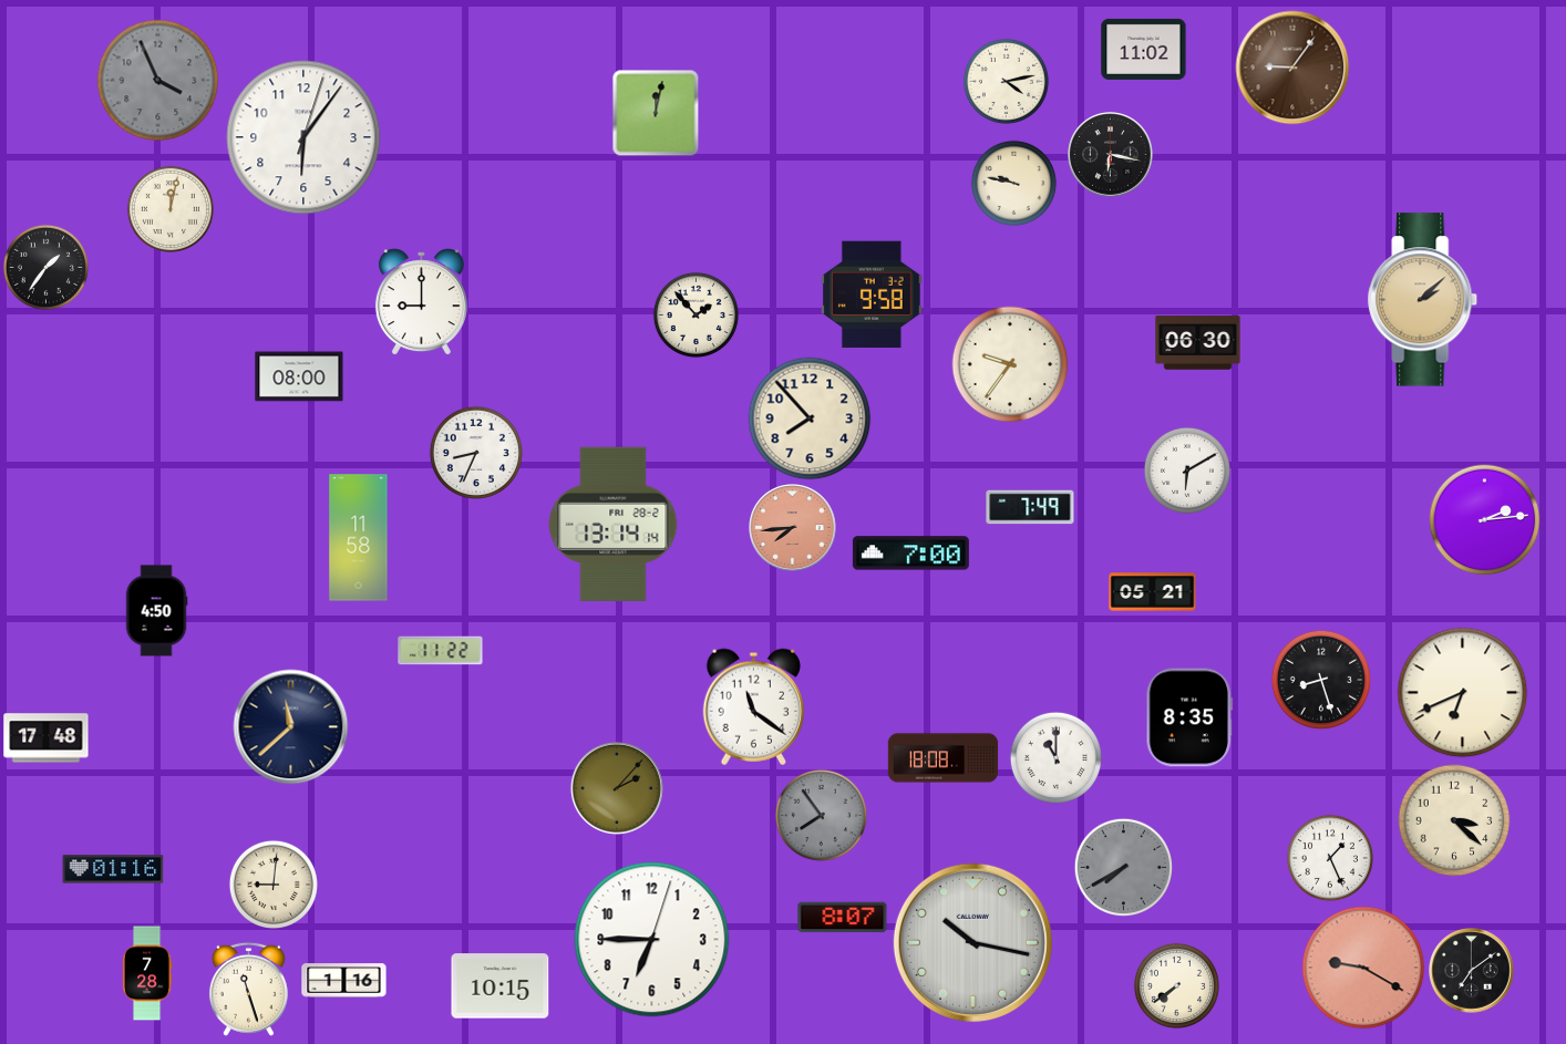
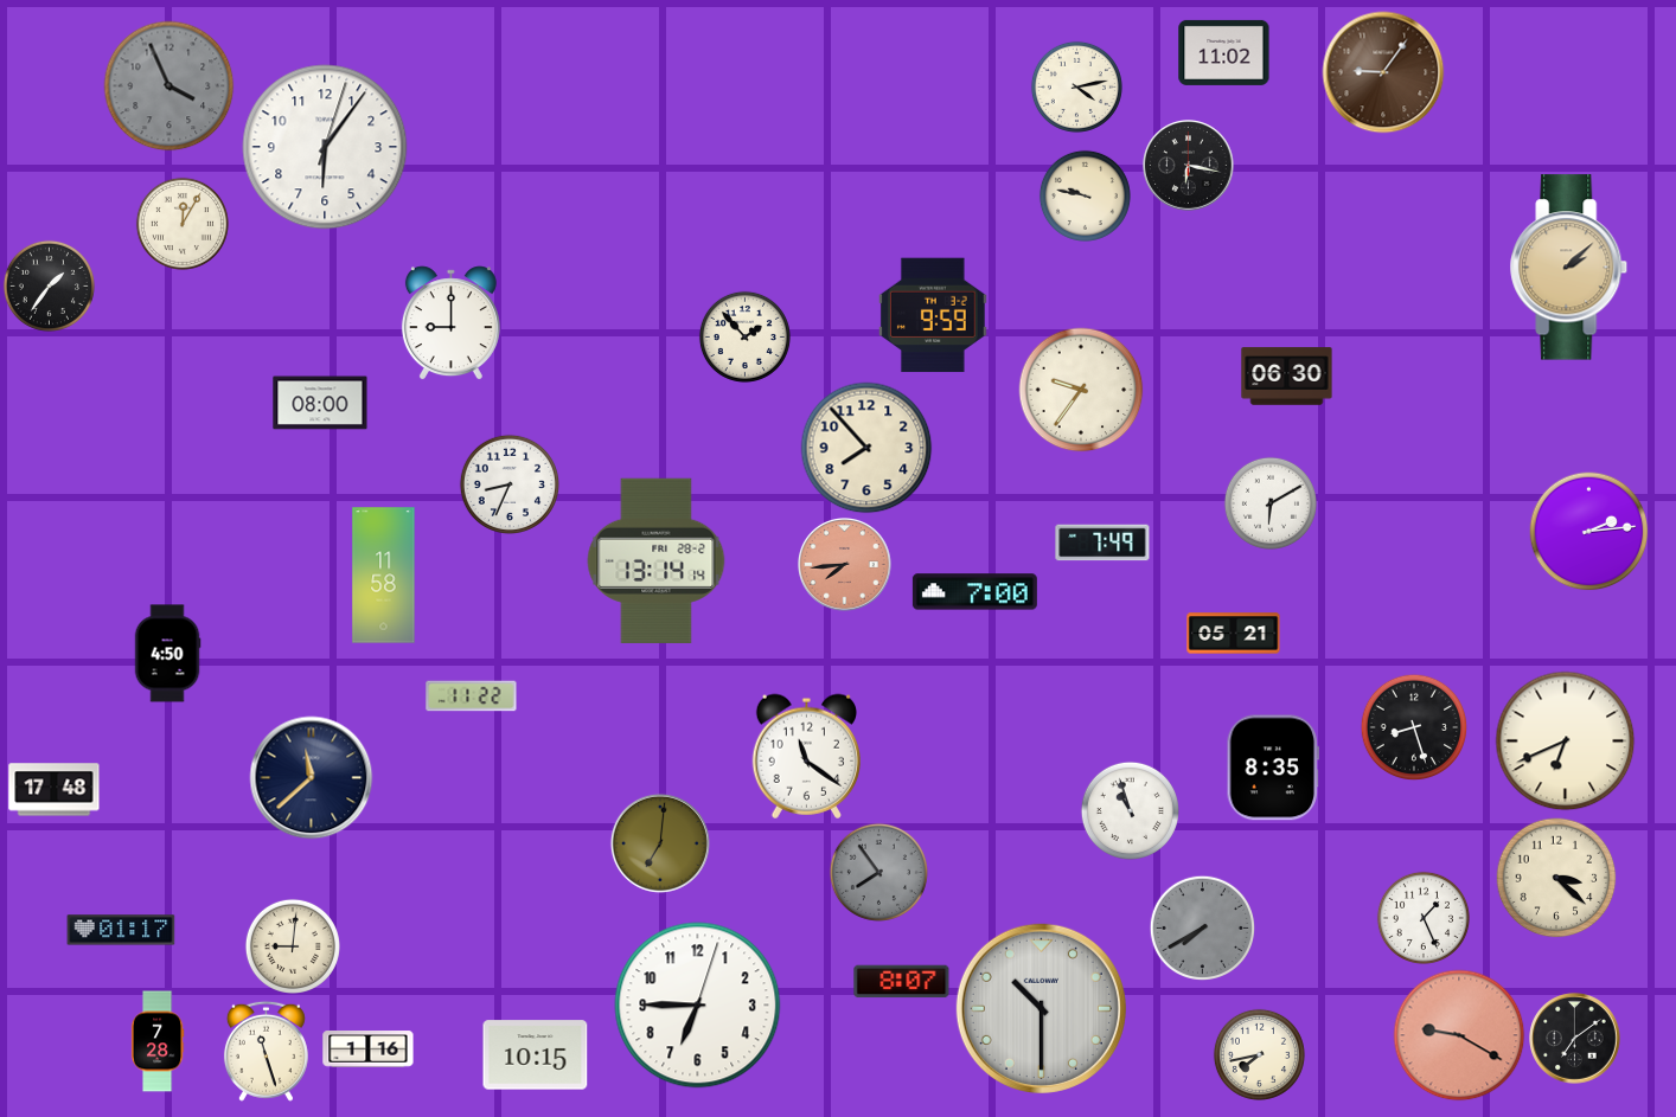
clock at (656, 113): 12:02 -> none
clock at (171, 209): 12:02 -> 12:05
clock at (873, 294): 9:58 -> 9:59
clock at (1423, 300) position: (1423, 300) -> (1569, 268)
clock at (1198, 343) position: (1198, 343) -> (1287, 377)
clock at (1485, 520) position: (1485, 520) -> (1589, 532)
clock at (793, 528) position: (793, 528) -> (845, 565)
clock at (47, 738) position: (47, 738) -> (55, 790)
clock at (1055, 757): 11:00 -> 10:57
clock at (944, 758): 18:08 -> none
clock at (617, 788): 2:07 -> 7:01
clock at (113, 869): 01:16 -> 01:17
clock at (972, 942): 10:17 -> 10:30
clock at (1176, 985): 7:39 -> 7:43
clock at (248, 989) position: (248, 989) -> (266, 1051)
